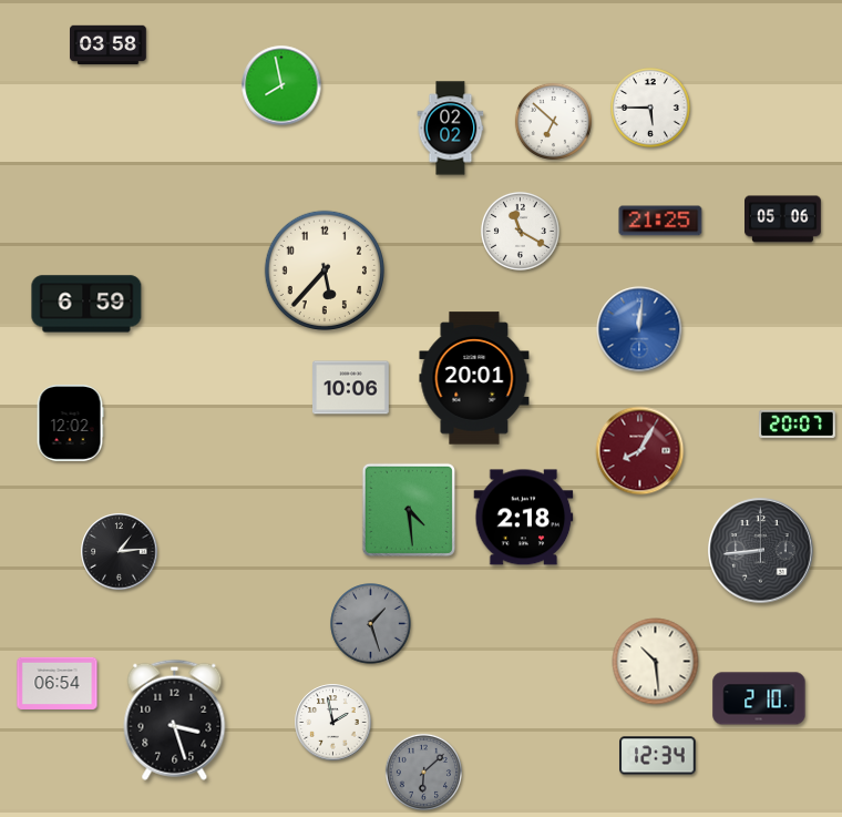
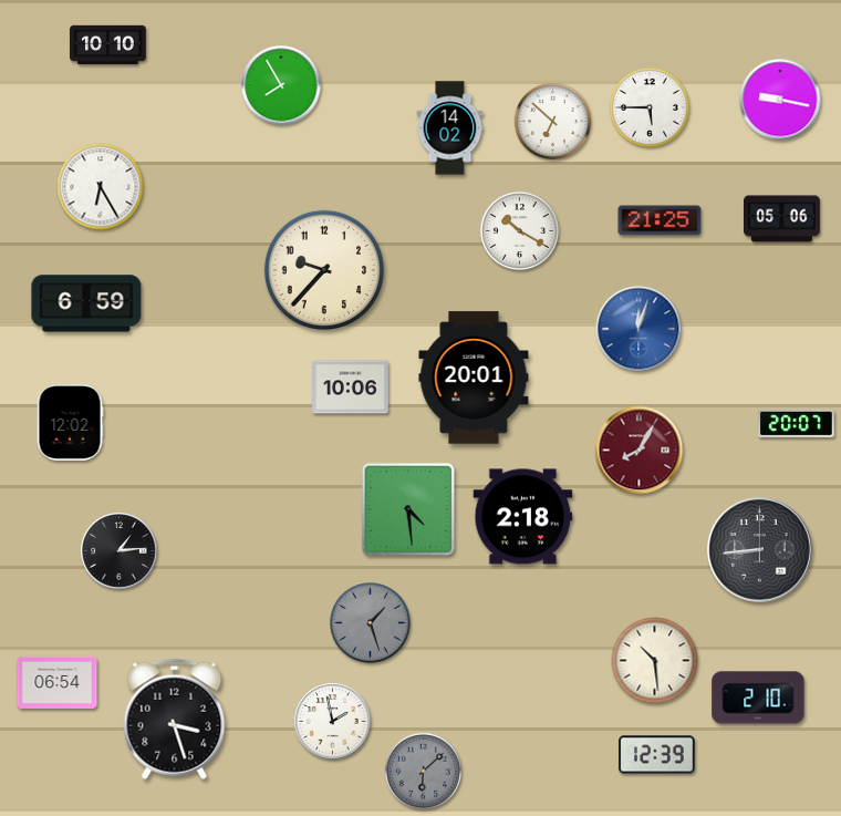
clock at (109, 45): 03:58 -> 10:10
clock at (281, 85): 7:58 -> 7:55
clock at (780, 100): none -> 9:17
clock at (451, 129): 02:02 -> 14:02
clock at (101, 187): none -> 6:25
clock at (520, 231): 11:20 -> 10:20
clock at (324, 269): 5:37 -> 9:37
clock at (639, 329): 12:01 -> 12:03
clock at (658, 756): 12:34 -> 12:39
